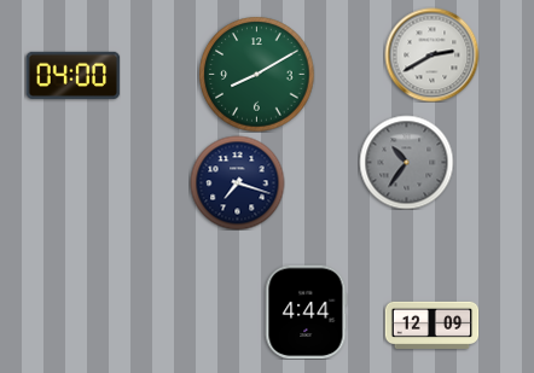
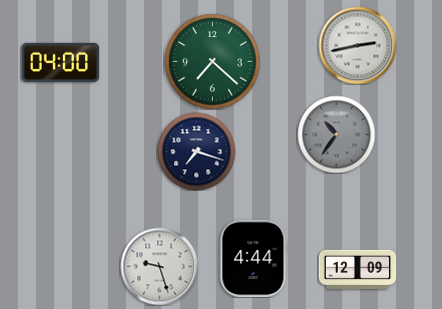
clock at (431, 54): 2:40 -> 2:43
clock at (256, 74): 8:10 -> 7:22
clock at (159, 266): none -> 9:27
